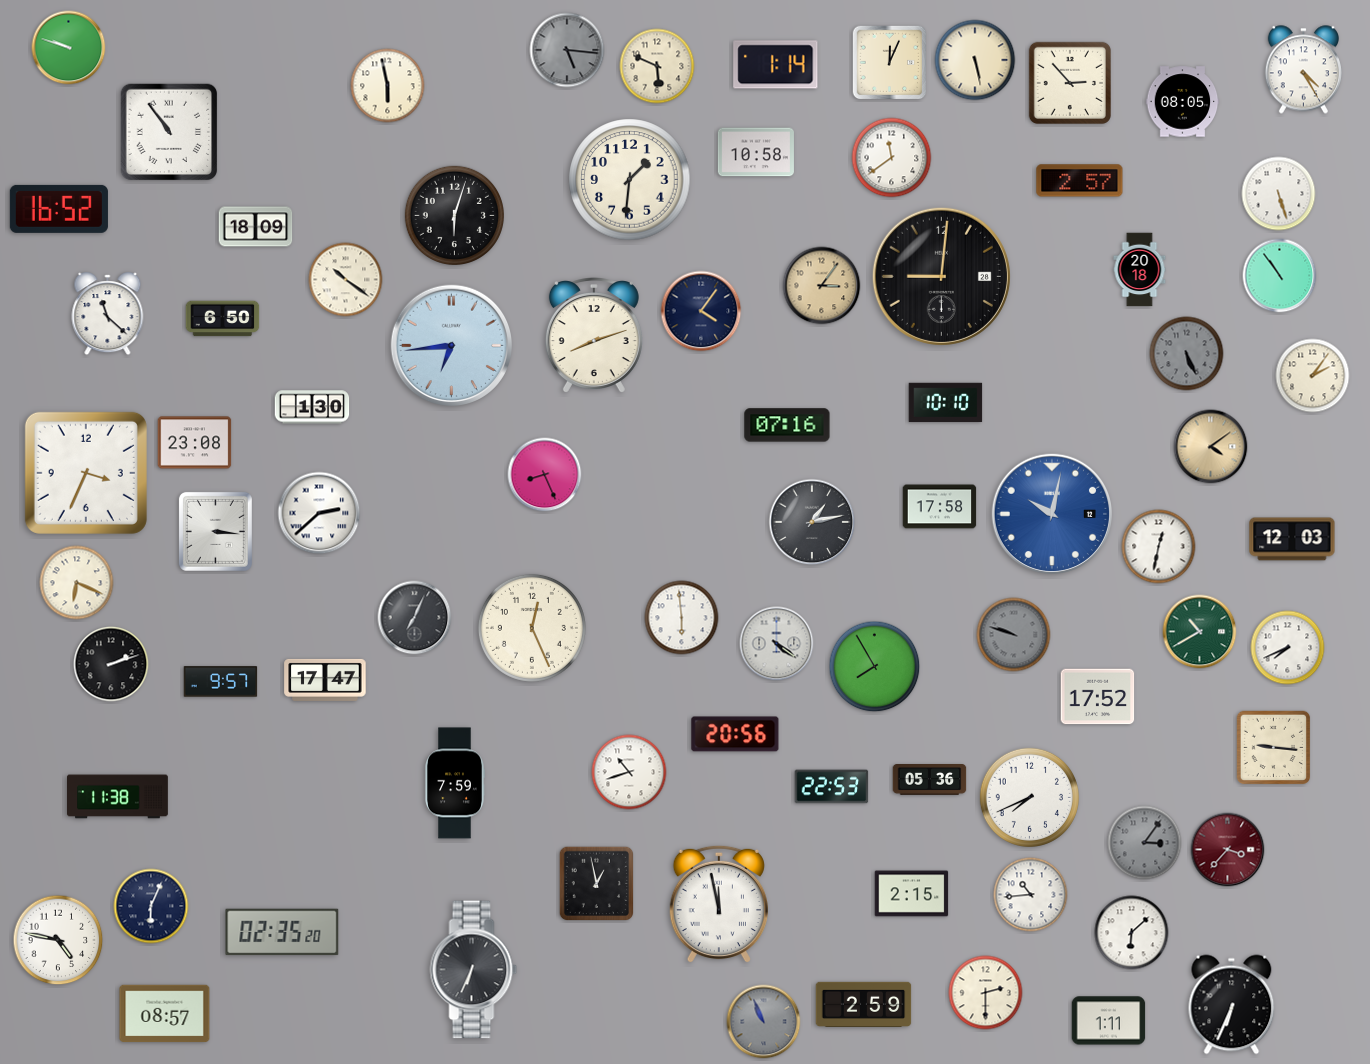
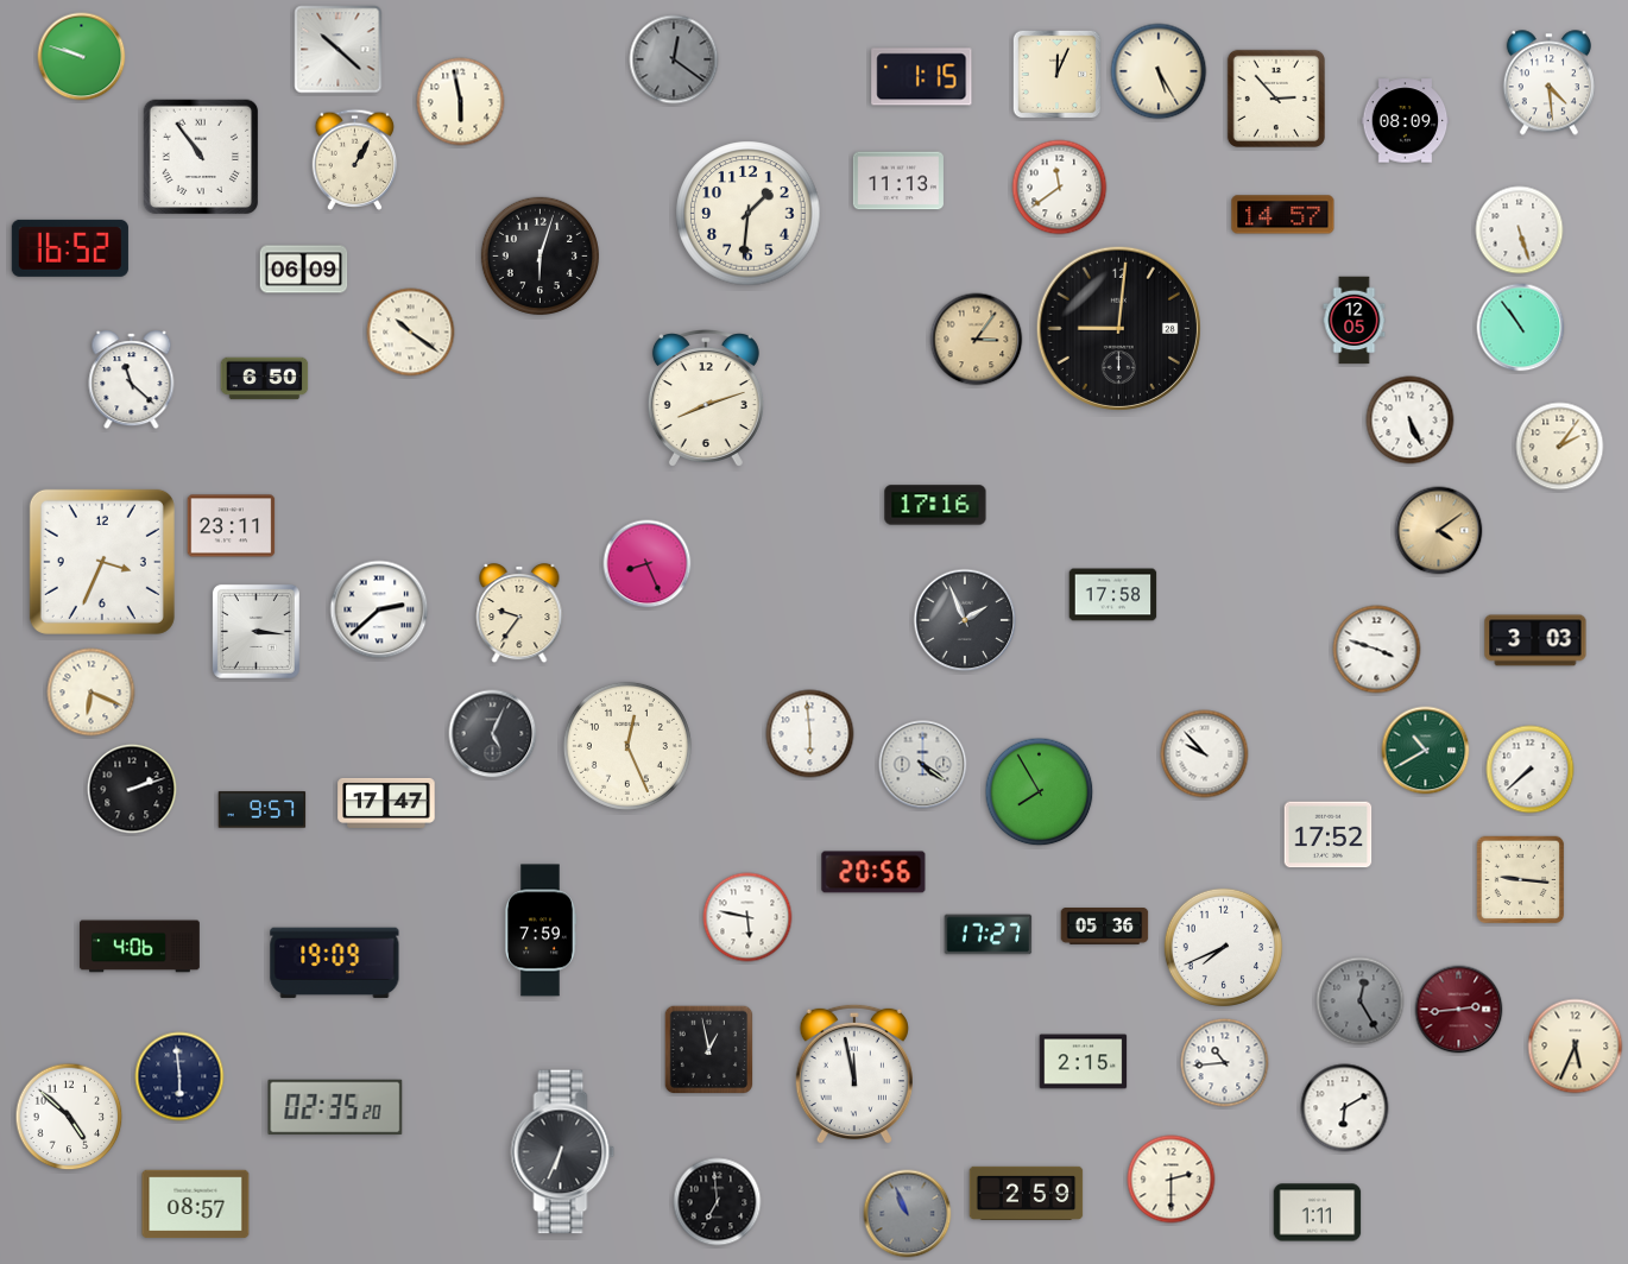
clock at (339, 50): none -> 10:22
clock at (567, 50): 5:16 -> 12:21
clock at (975, 60): 5:28 -> 5:25
clock at (776, 65): 1:14 -> 1:15
clock at (657, 66): 5:49 -> none
clock at (1303, 70): 4:25 -> 4:29
clock at (1069, 82) position: (1069, 82) -> (1275, 97)
clock at (1183, 102): 08:05 -> 08:09
clock at (355, 159): none -> 1:05
clock at (756, 152): 10:58 -> 11:13
clock at (1080, 181): 2:57 -> 14:57
clock at (256, 227): 18:09 -> 06:09
clock at (1140, 270): 20:18 -> 12:05
clock at (701, 311): 4:06 -> none
clock at (108, 314) position: (108, 314) -> (132, 380)
clock at (451, 345): 6:44 -> none
clock at (1187, 354) dial: grey -> white
clock at (946, 403): 10:10 -> none
clock at (312, 407): 1:30 -> none
clock at (787, 425): 07:16 -> 17:16
clock at (195, 443): 23:08 -> 23:11
clock at (940, 507) position: (940, 507) -> (1113, 595)
clock at (1051, 513): 10:02 -> none
clock at (519, 614): none -> 9:36
clock at (812, 522): 1:13 -> 1:56
clock at (1292, 539): 12:03 -> 3:03
clock at (1159, 547): 12:32 -> 3:48
clock at (415, 618): 7:04 -> 5:04
clock at (532, 628) position: (532, 628) -> (627, 746)
clock at (1014, 635): 9:48 -> 9:53
clock at (1014, 635) dial: grey -> white
clock at (1288, 648): 7:41 -> 7:38
clock at (325, 680) position: (325, 680) -> (386, 803)
clock at (1098, 697) position: (1098, 697) -> (1329, 835)
clock at (1274, 748) position: (1274, 748) -> (1521, 880)
clock at (629, 772): 10:42 -> 5:47
clock at (832, 787): 22:53 -> 17:27
clock at (118, 797): 11:38 -> 4:06
clock at (335, 963): none -> 19:09
clock at (1145, 843): 3:06 -> 12:25
clock at (1228, 850): 3:37 -> 2:44
clock at (1576, 1047): none -> 5:34
clock at (151, 906): 6:04 -> 5:59
clock at (1132, 933): 6:08 -> 6:10
clock at (58, 940): 4:47 -> 4:52
clock at (1232, 1005): 6:34 -> none
clock at (718, 1202): none -> 6:59
